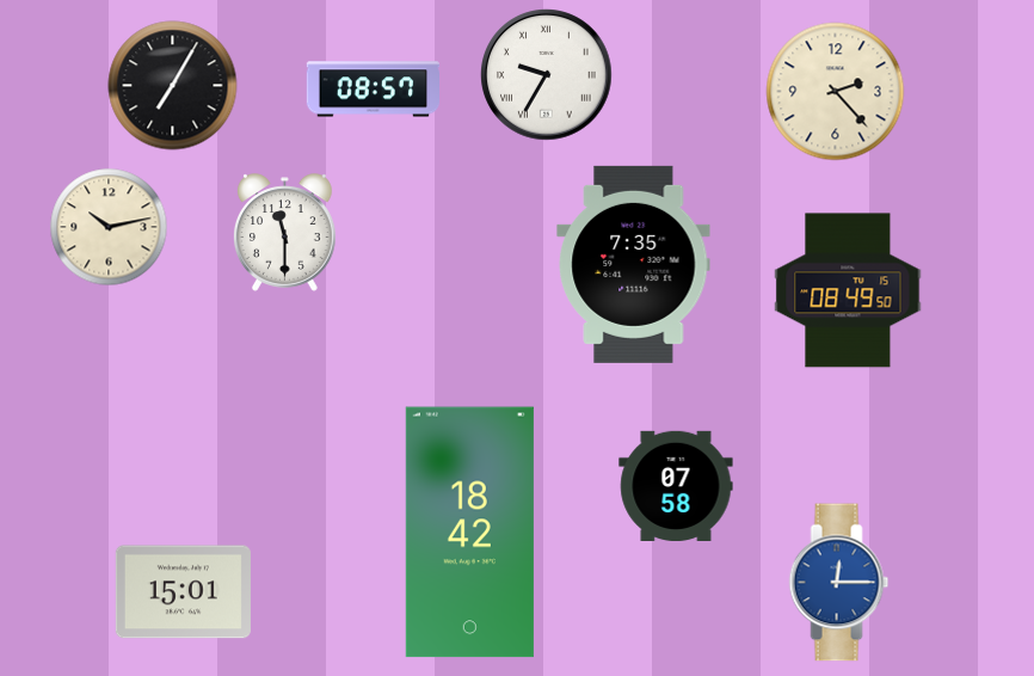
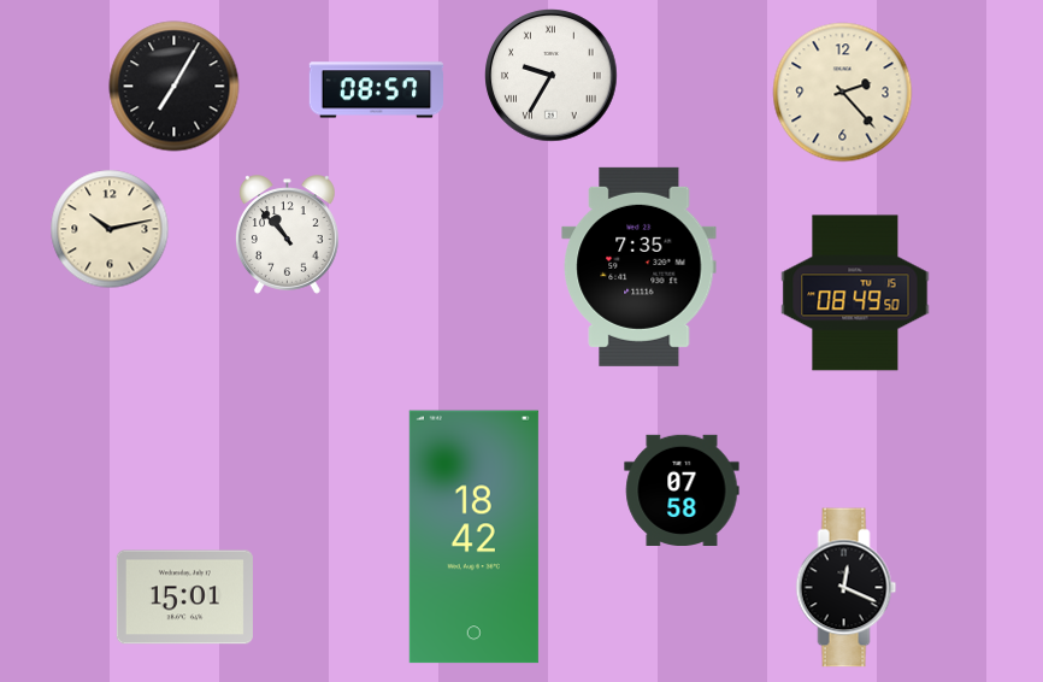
clock at (285, 233): 11:30 -> 10:53
clock at (839, 583): 12:15 -> 12:19
clock at (839, 583) dial: blue -> black
